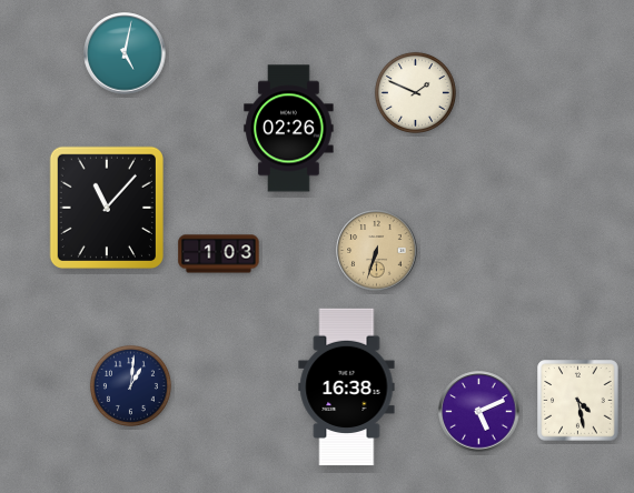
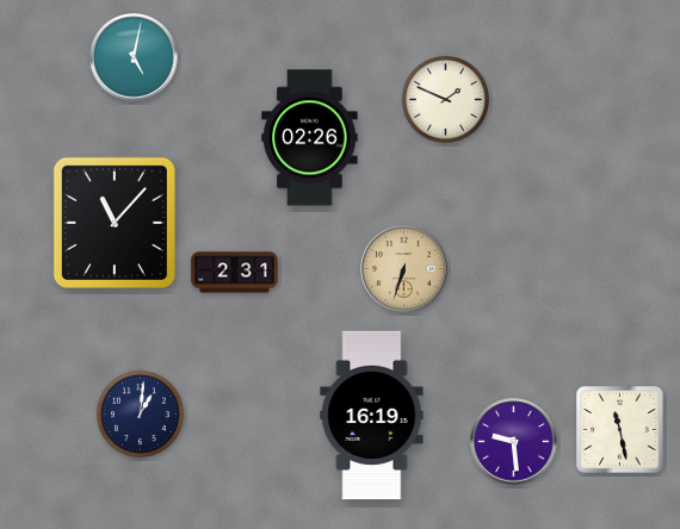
clock at (219, 254): 1:03 -> 2:31
clock at (347, 388): 16:38 -> 16:19
clock at (578, 401): 4:28 -> 11:28
clock at (479, 412): 5:11 -> 9:29
